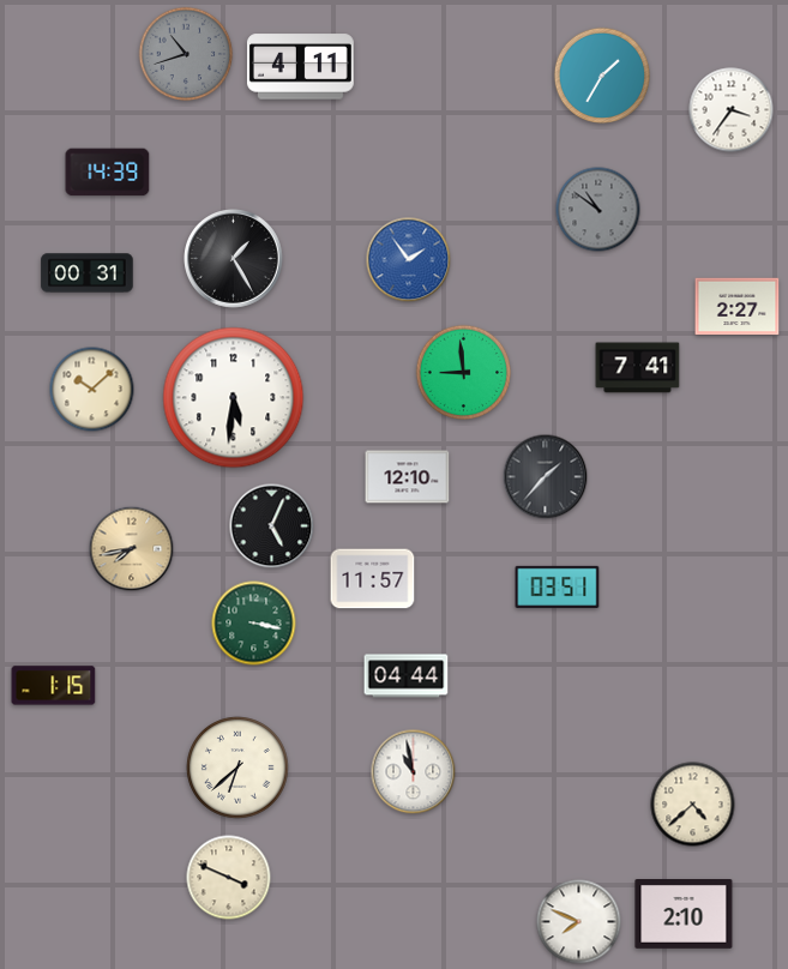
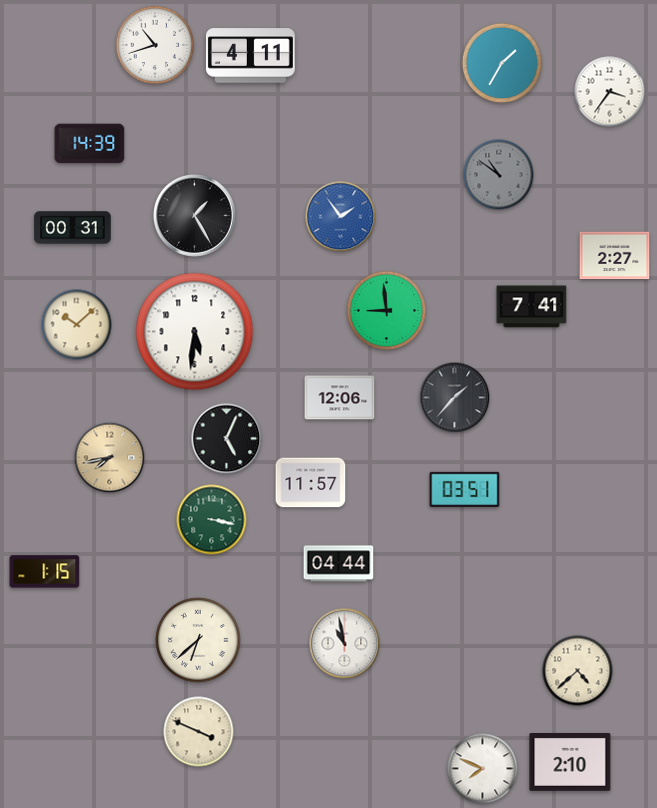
clock at (186, 54) dial: grey -> white
clock at (408, 477): 12:10 -> 12:06
clock at (229, 878) position: (229, 878) -> (199, 732)
